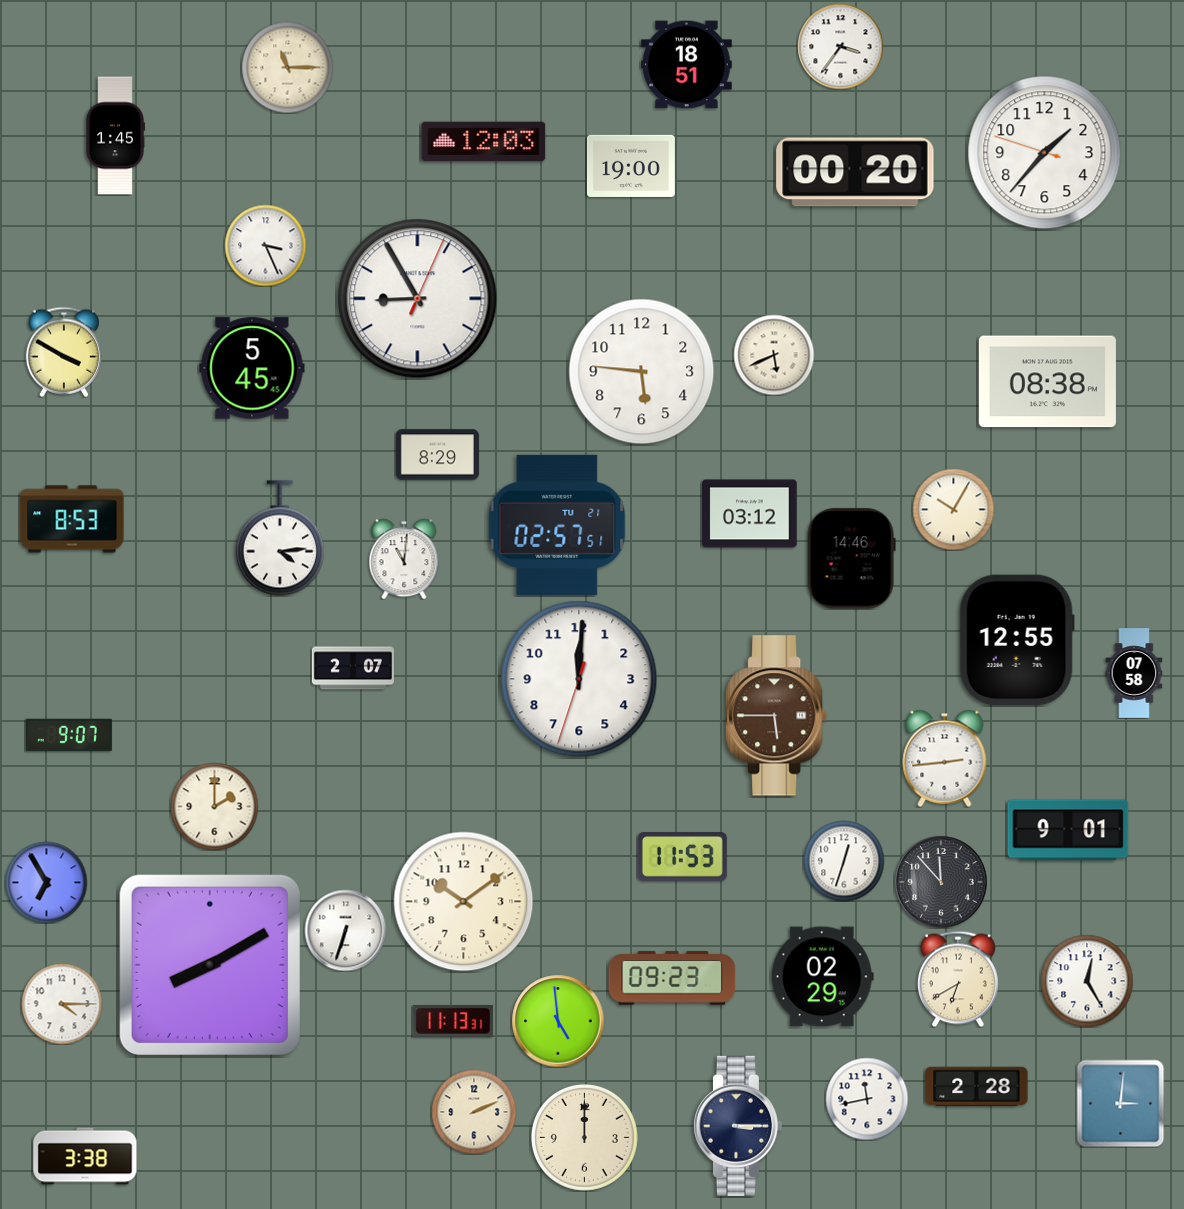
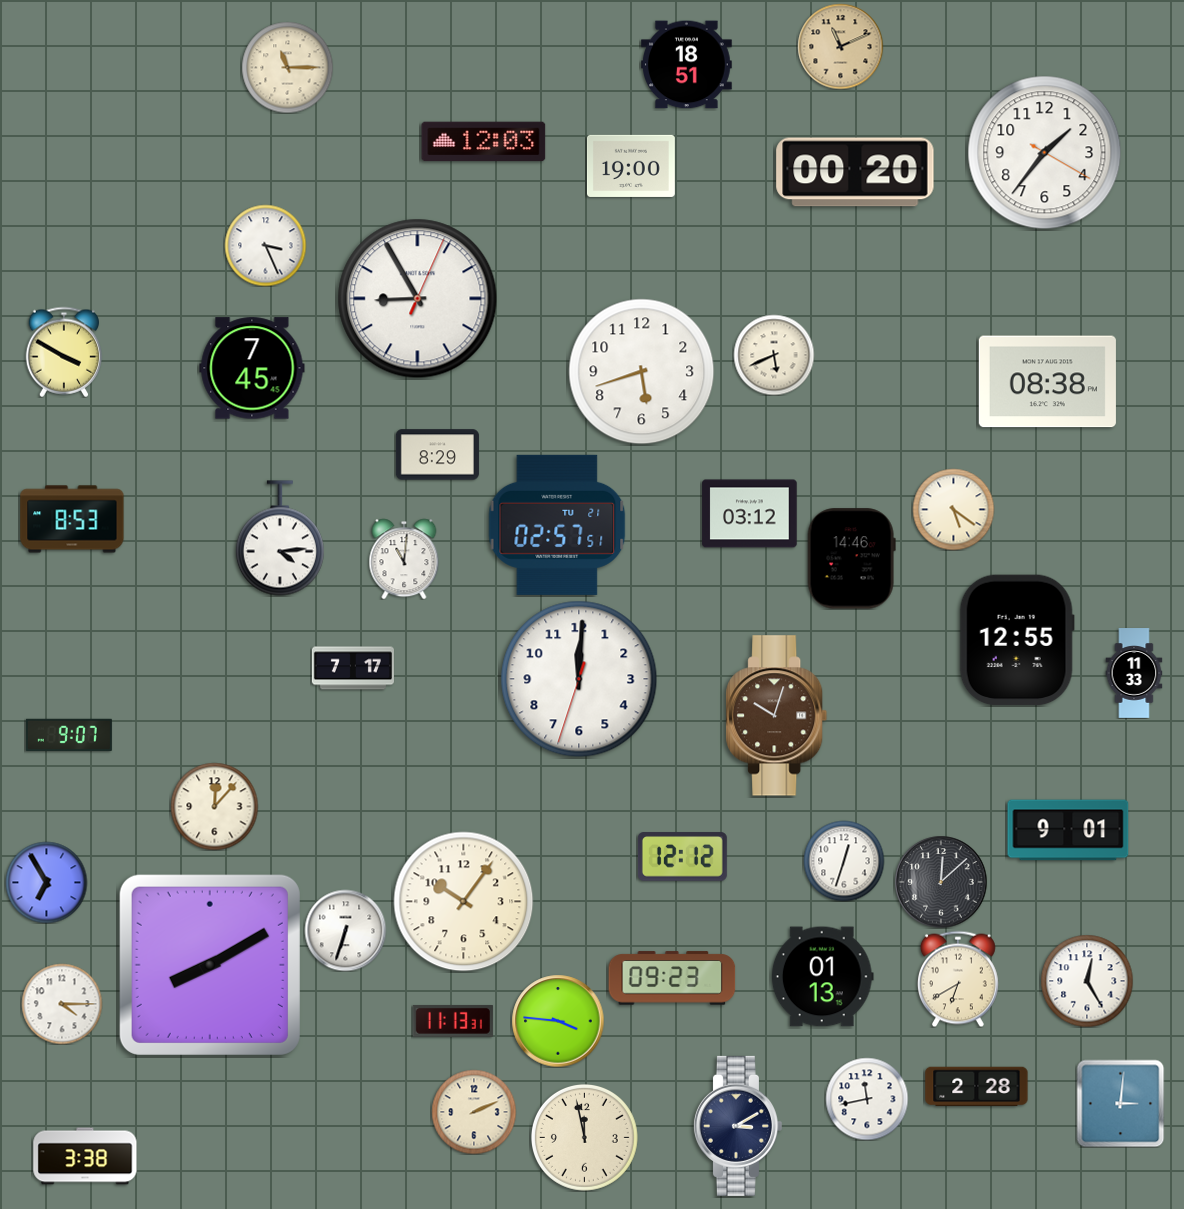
clock at (840, 46): 3:36 -> 11:11
clock at (840, 46) dial: white -> champagne
clock at (116, 136): 1:45 -> none
clock at (1045, 153): 1:36:48 -> 1:36:20
clock at (252, 368): 5:45 -> 7:45
clock at (642, 372): 5:46 -> 5:42
clock at (953, 509): 10:05 -> 5:21
clock at (353, 668): 2:07 -> 7:17
clock at (1134, 673): 07:58 -> 11:33
clock at (777, 716): 5:45 -> 10:03
clock at (945, 758): 2:44 -> none
clock at (214, 806): 2:00 -> 12:07
clock at (682, 857): 11:53 -> 12:12
clock at (941, 882): 11:53 -> 12:08
clock at (464, 902): 10:09 -> 10:06
clock at (822, 977): 02:29 -> 01:13
clock at (558, 1021): 4:59 -> 3:46
clock at (737, 1126): 3:15 -> 3:10
clock at (584, 1137): 12:00 -> 11:58
